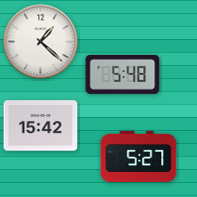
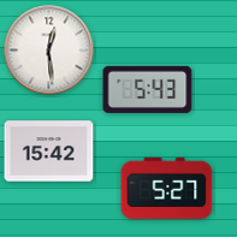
clock at (41, 42): 1:22 -> 12:29
clock at (123, 74): 5:48 -> 5:43
